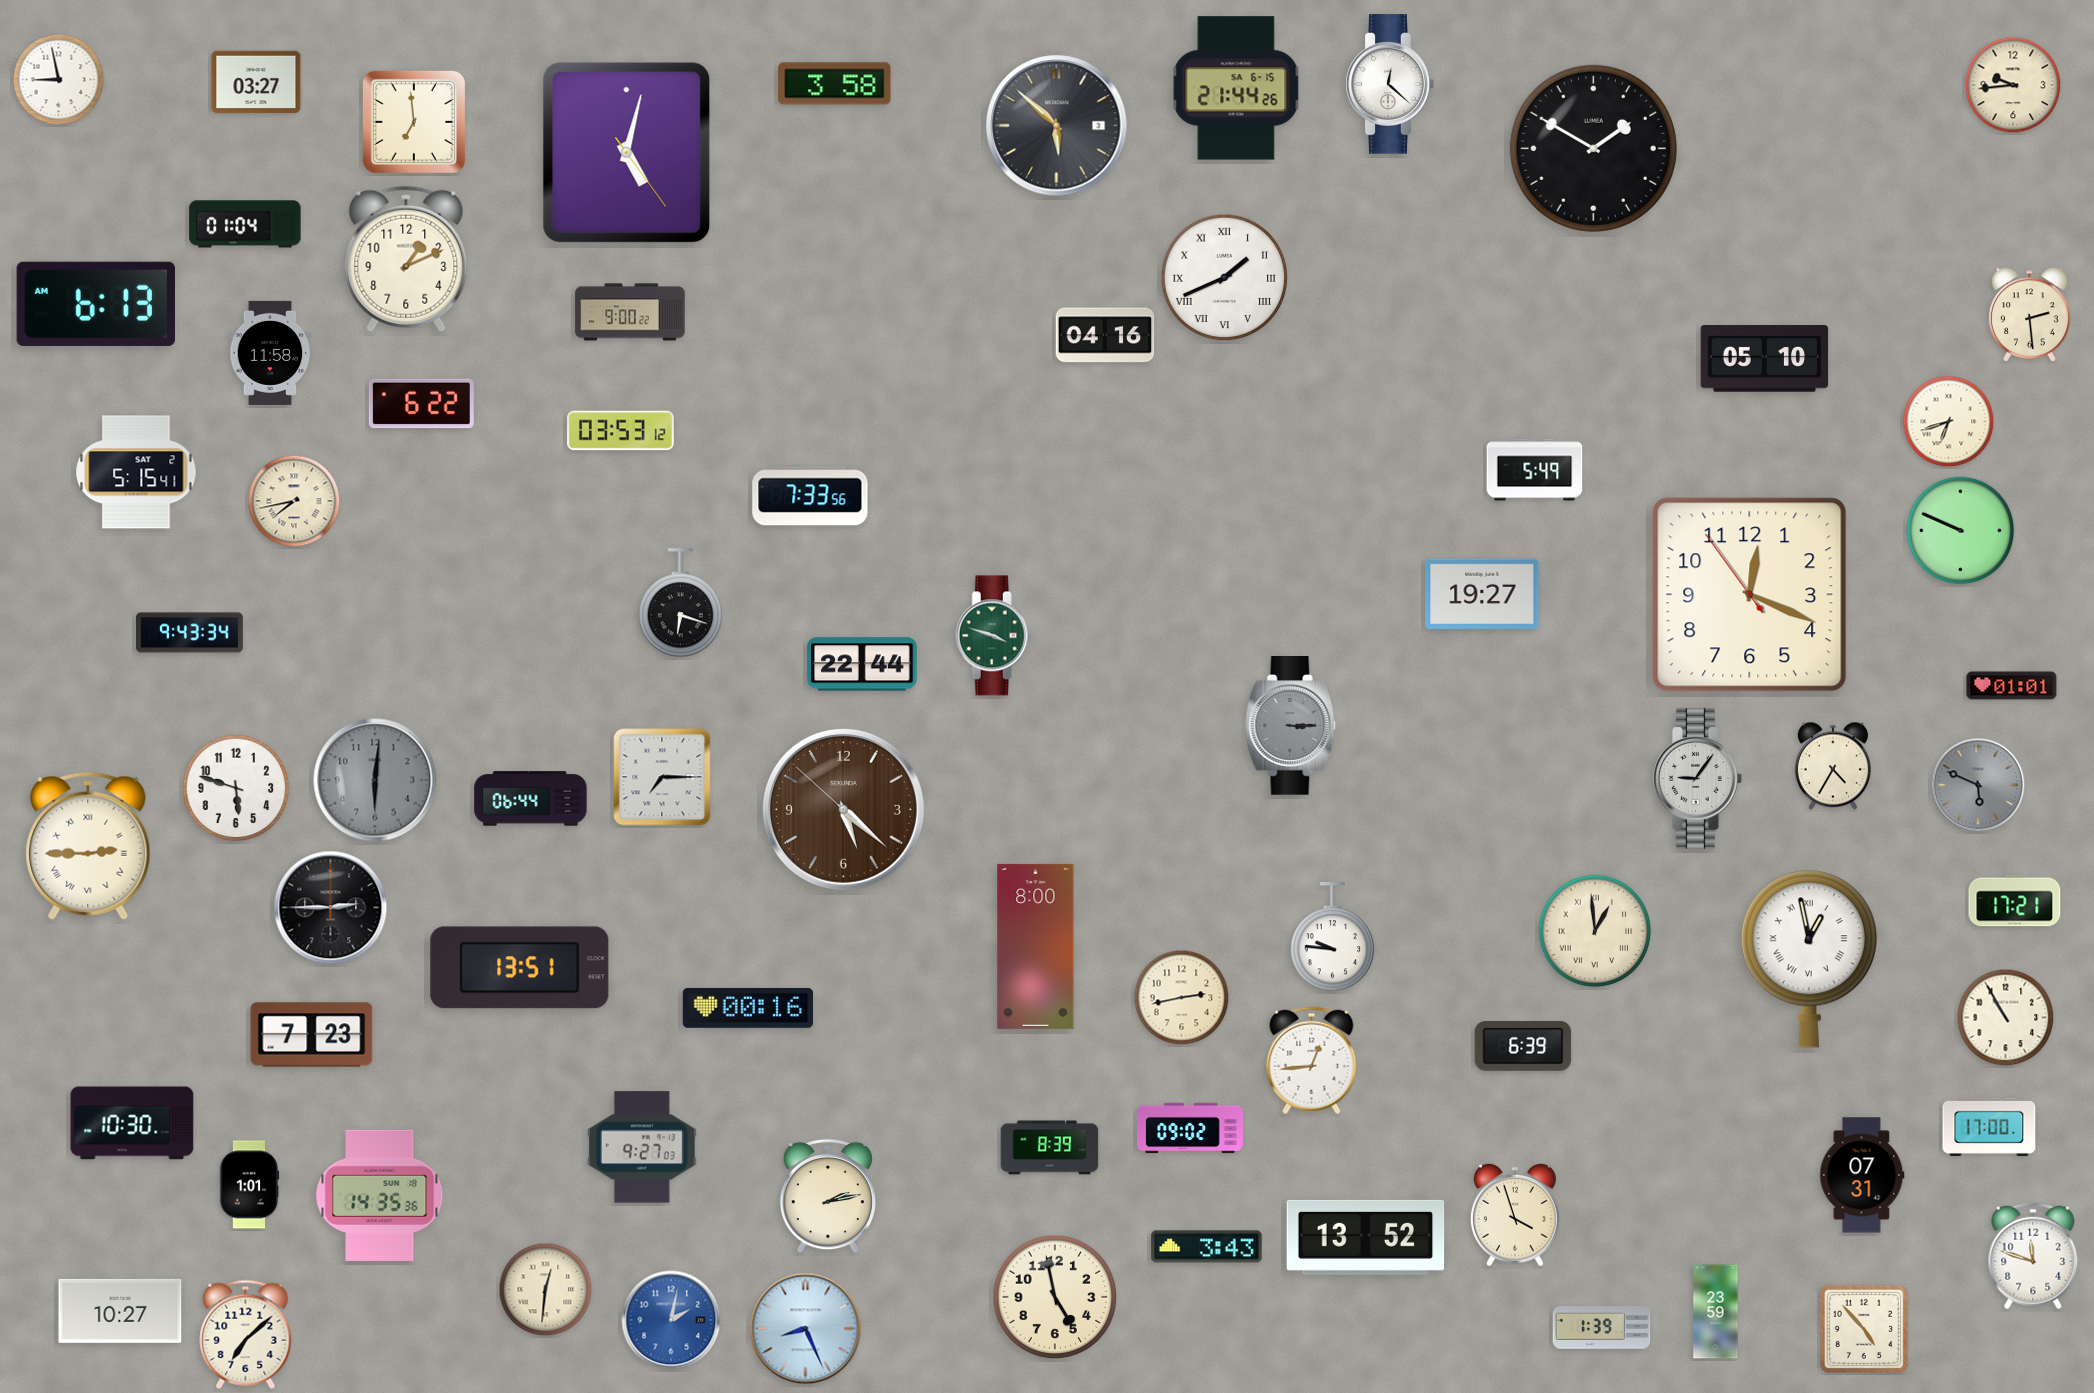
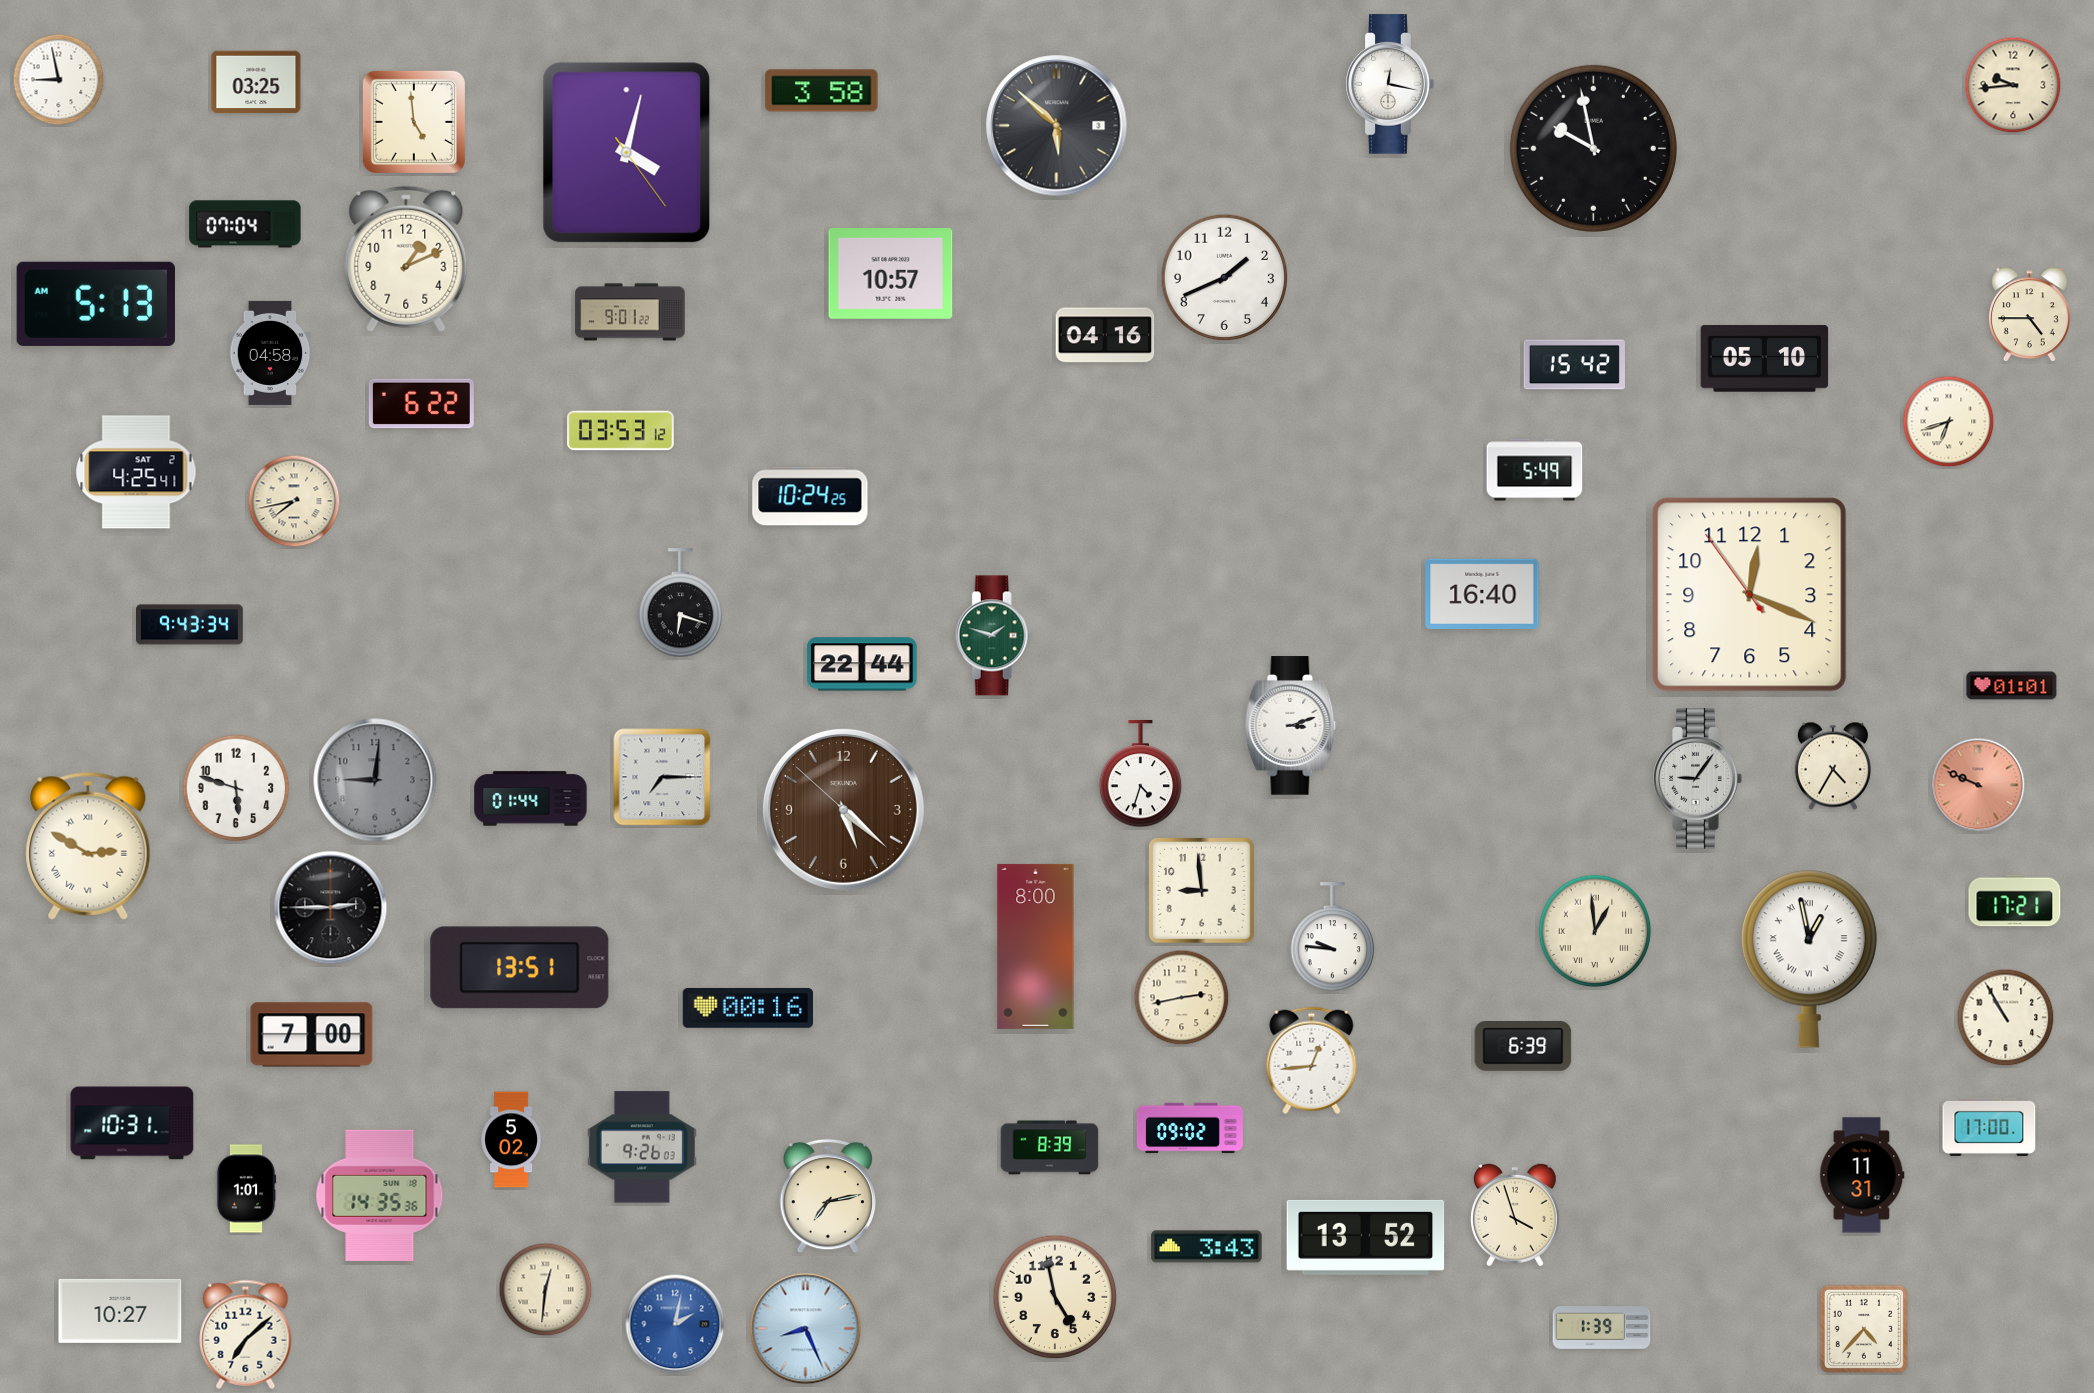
clock at (256, 82): 03:27 -> 03:25
clock at (835, 84) position: (835, 84) -> (822, 91)
clock at (1390, 84): 12:22 -> 12:17
clock at (1236, 88): 21:44 -> none
clock at (414, 122): 6:59 -> 4:59
clock at (1593, 148): 1:50 -> 9:58
clock at (627, 153): 5:02 -> 4:02
clock at (245, 224): 01:04 -> 07:04
clock at (891, 274): none -> 10:57
clock at (1225, 278) numerals: Roman -> Arabic
clock at (95, 304): 6:13 -> 5:13
clock at (630, 312): 9:00 -> 9:01
clock at (2030, 315): 2:29 -> 4:45
clock at (270, 353): 11:58 -> 04:58
clock at (1574, 365): none -> 15:42
clock at (136, 472): 5:15 -> 4:25
clock at (810, 496): 7:33 -> 10:24
clock at (1961, 531): 9:49 -> none
clock at (1482, 594): 19:27 -> 16:40
clock at (190, 633) position: (190, 633) -> (190, 625)
clock at (993, 636): 3:48 -> 1:48
clock at (1291, 726): 3:15 -> 3:12
clock at (1291, 726) dial: grey -> white
clock at (1141, 774): none -> 4:33
clock at (375, 780): 6:01 -> 9:01
clock at (1978, 785): 5:49 -> 9:49
clock at (1978, 785) dial: grey -> salmon
clock at (531, 799): 06:44 -> 01:44
clock at (88, 846): 2:45 -> 2:50
clock at (1202, 891): none -> 8:59
clock at (312, 1035): 7:23 -> 7:00
clock at (132, 1123): 10:30 -> 10:31
clock at (511, 1140): none -> 5:02
clock at (642, 1147): 9:27 -> 9:26
clock at (1862, 1175): 07:31 -> 11:31
clock at (249, 1185) position: (249, 1185) -> (246, 1189)
clock at (827, 1196): 2:13 -> 7:13
clock at (2033, 1256): 11:48 -> none
clock at (1716, 1312): 23:59 -> none
clock at (671, 1320) position: (671, 1320) -> (675, 1324)
clock at (1864, 1329): 4:53 -> 4:37
